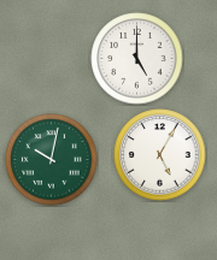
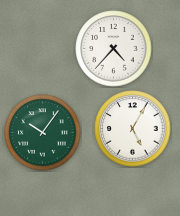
clock at (137, 59): 5:00 -> 4:37
clock at (52, 160): 10:02 -> 10:06
